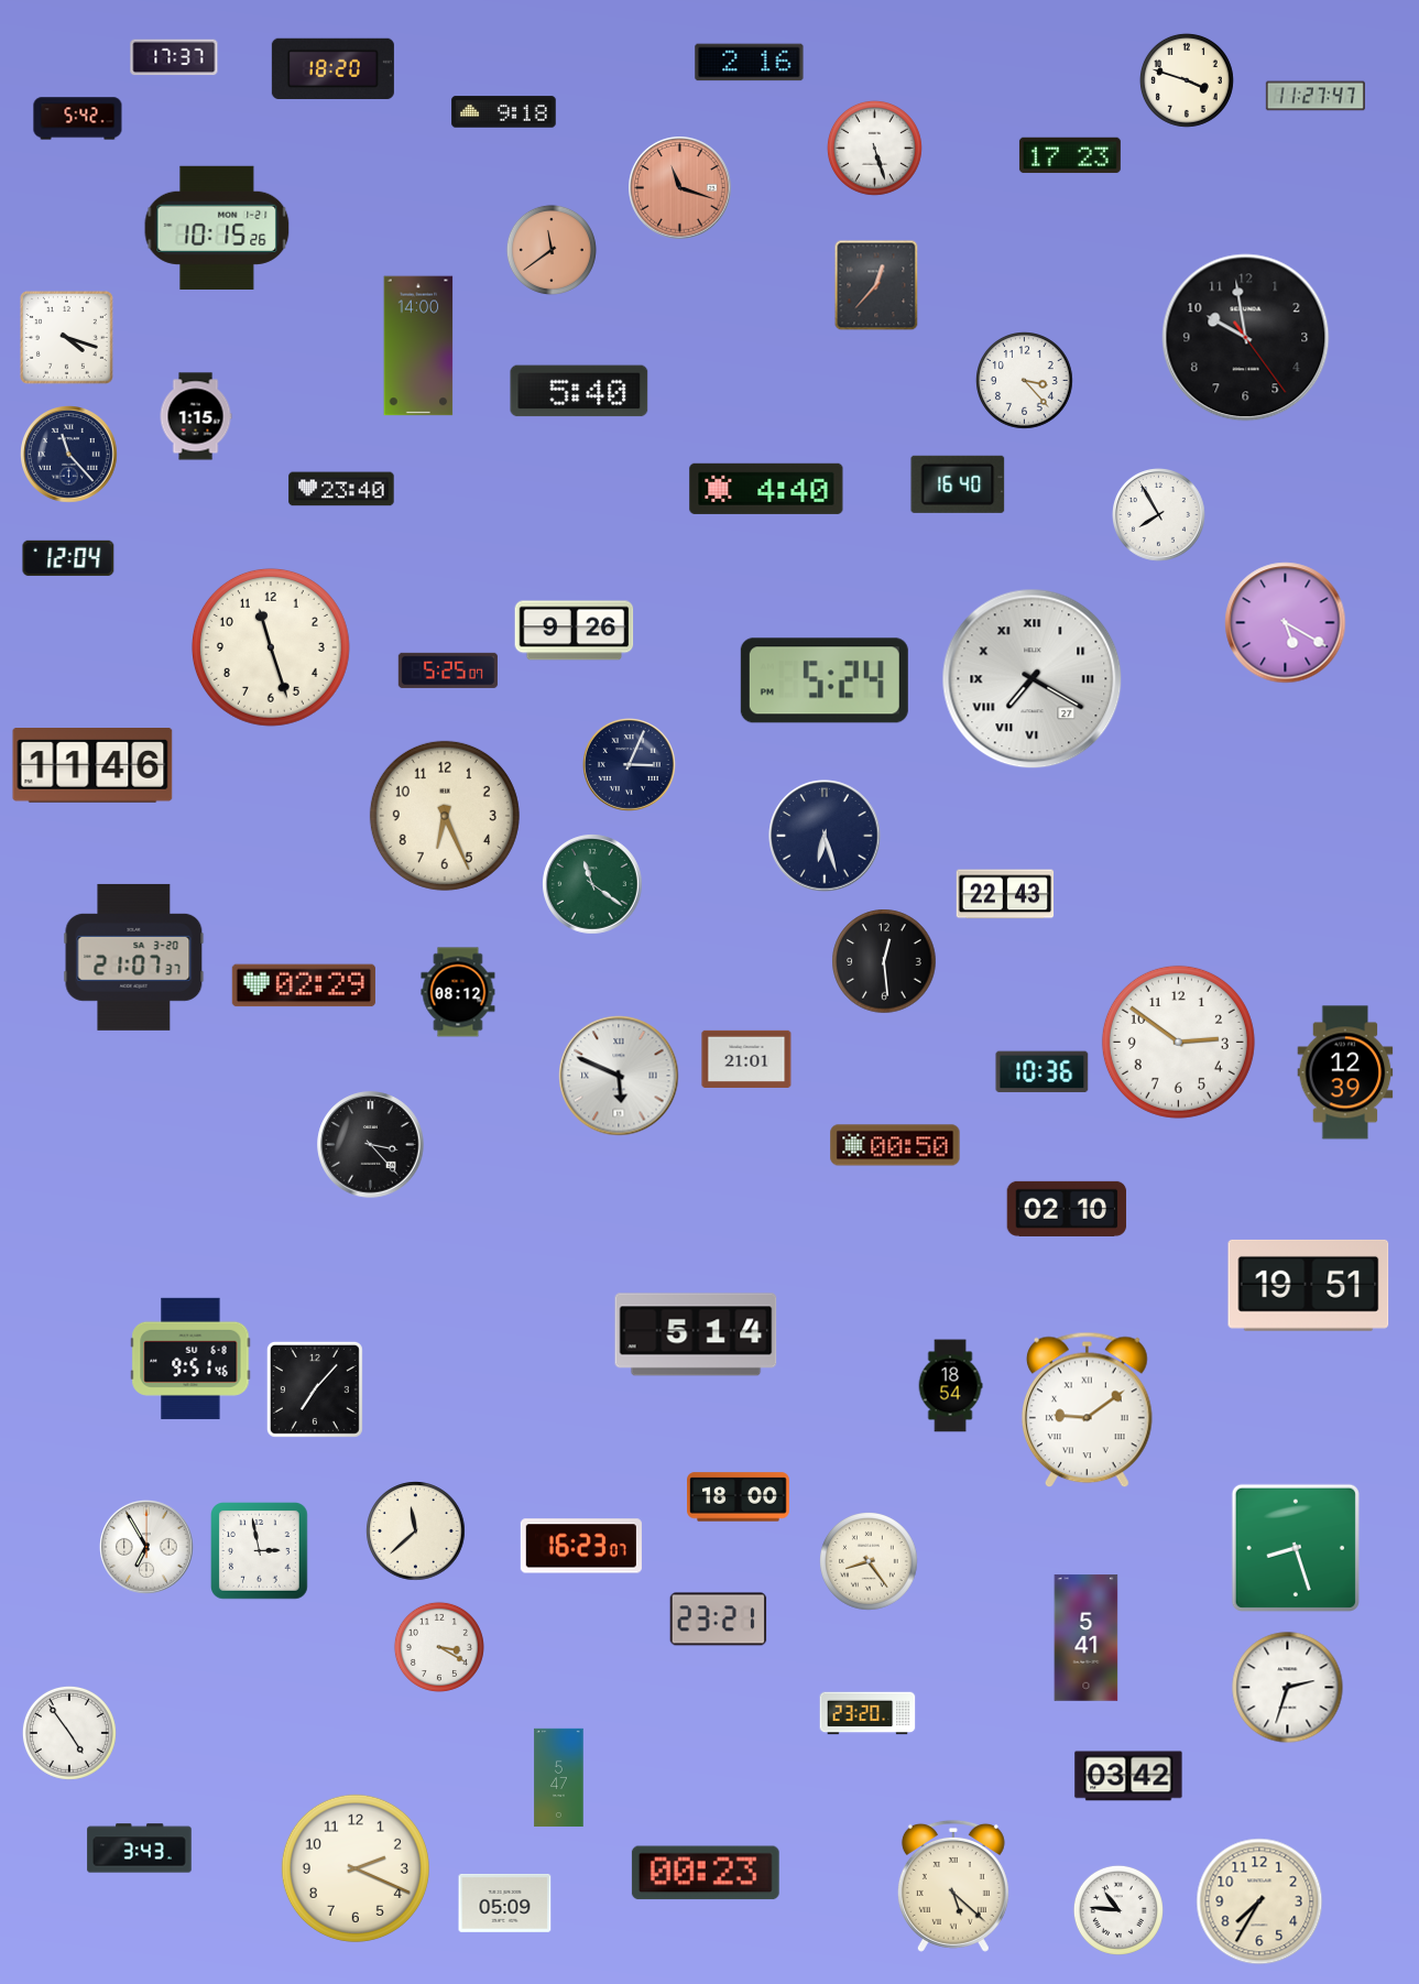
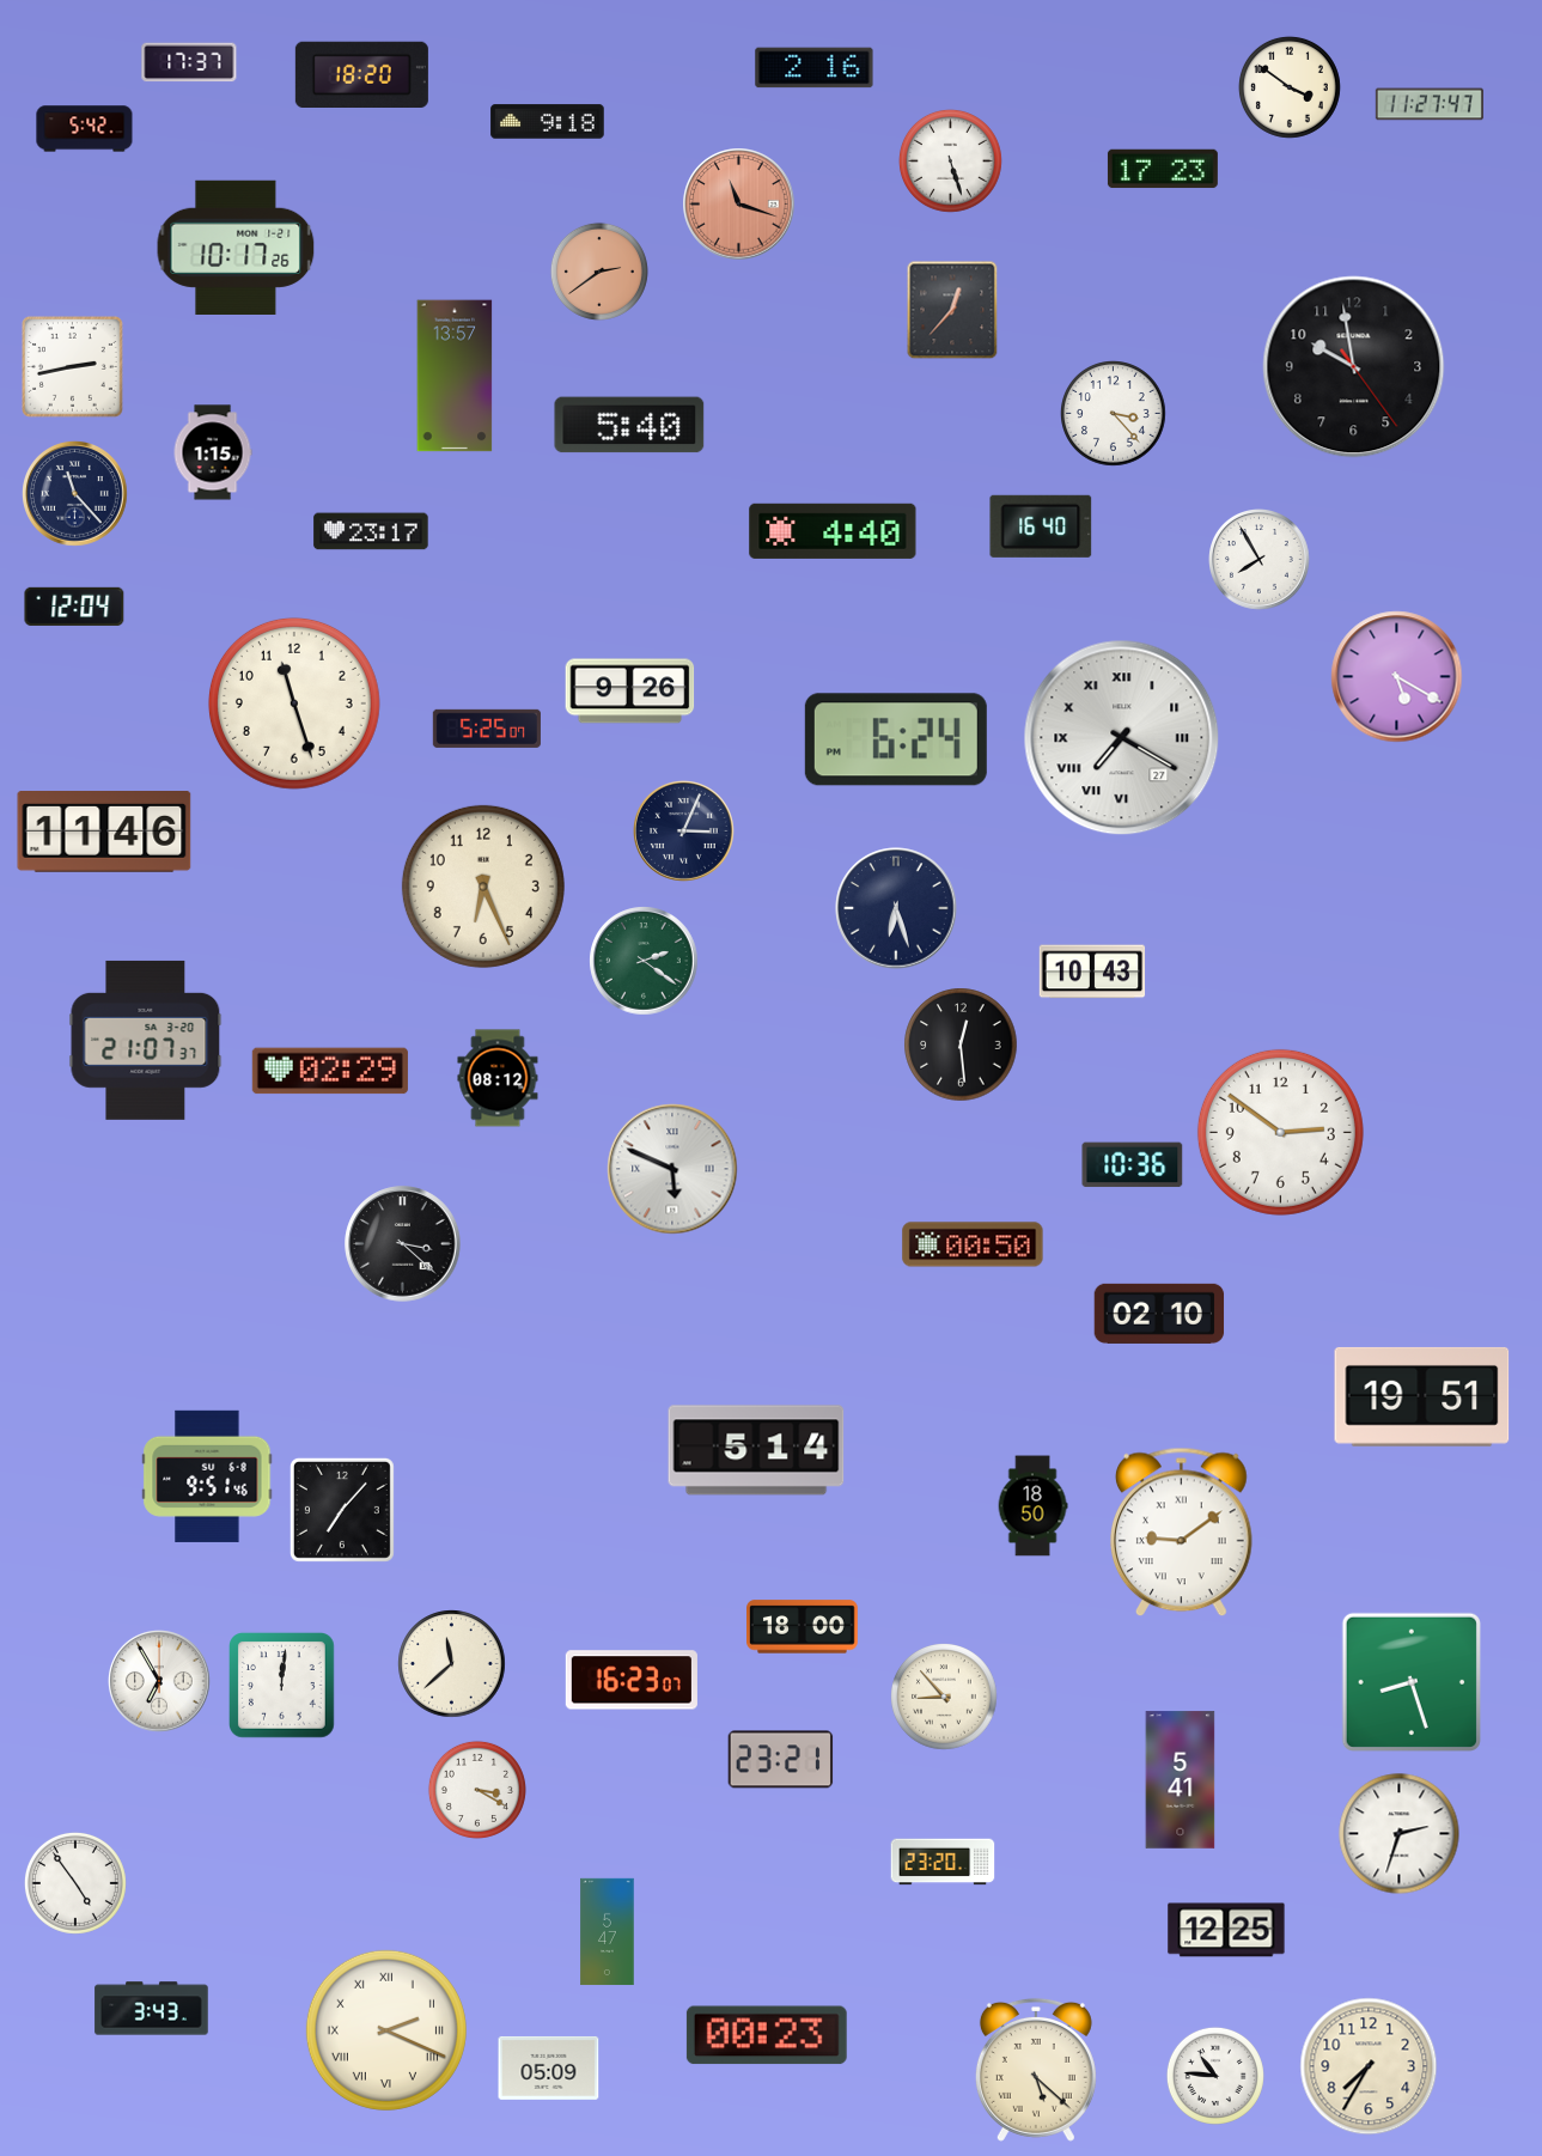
clock at (1187, 80): 3:48 -> 3:51
clock at (217, 227): 10:15 -> 10:17
clock at (552, 250): 11:39 -> 2:39
clock at (66, 337): 4:18 -> 2:43
clock at (418, 346): 14:00 -> 13:57
clock at (341, 489): 23:40 -> 23:17
clock at (575, 631) position: (575, 631) -> (630, 692)
clock at (825, 680): 5:24 -> 6:24
clock at (92, 766) position: (92, 766) -> (104, 833)
clock at (592, 884): 11:21 -> 2:21
clock at (1005, 894): 22:43 -> 10:43
clock at (746, 1058): 21:01 -> none
clock at (1345, 1072): 12:39 -> none
clock at (371, 1145): 3:23 -> 3:22
clock at (950, 1386): 18:54 -> 18:50
clock at (1296, 1548) position: (1296, 1548) -> (1412, 1682)
clock at (260, 1551): 2:58 -> 12:01
clock at (869, 1561): 8:24 -> 8:53
clock at (1128, 1776): 03:42 -> 12:25
clock at (356, 1868) numerals: Arabic -> Roman
clock at (953, 1886) position: (953, 1886) -> (1036, 2070)
